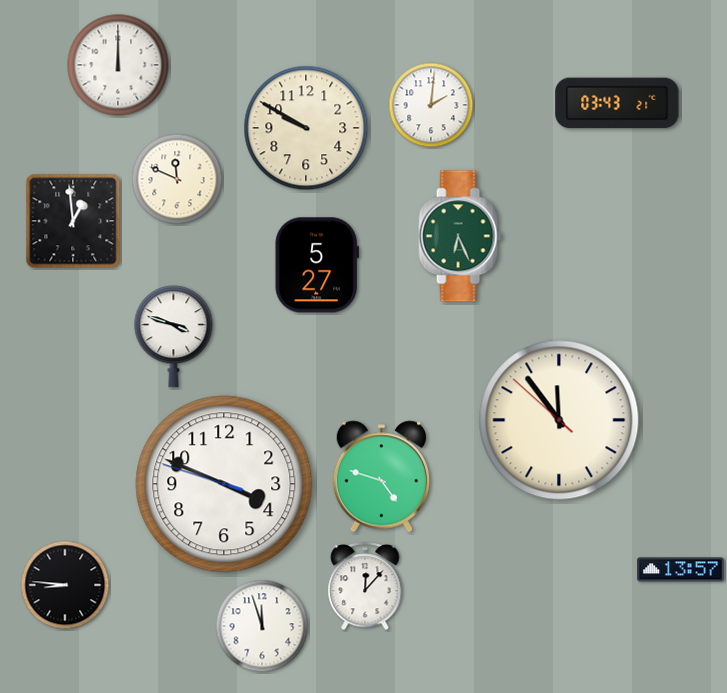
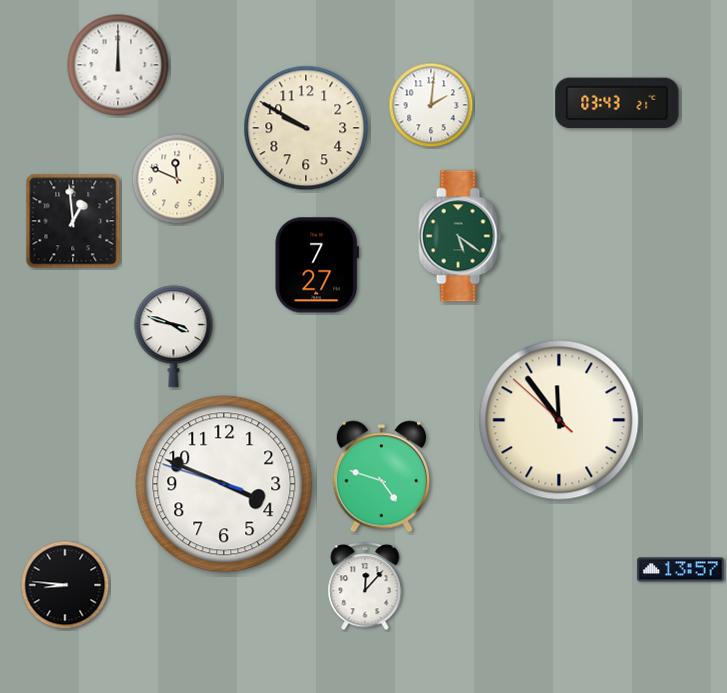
clock at (460, 236): 6:26 -> 5:21
clock at (316, 265): 5:27 -> 7:27
clock at (262, 626): 11:57 -> none
